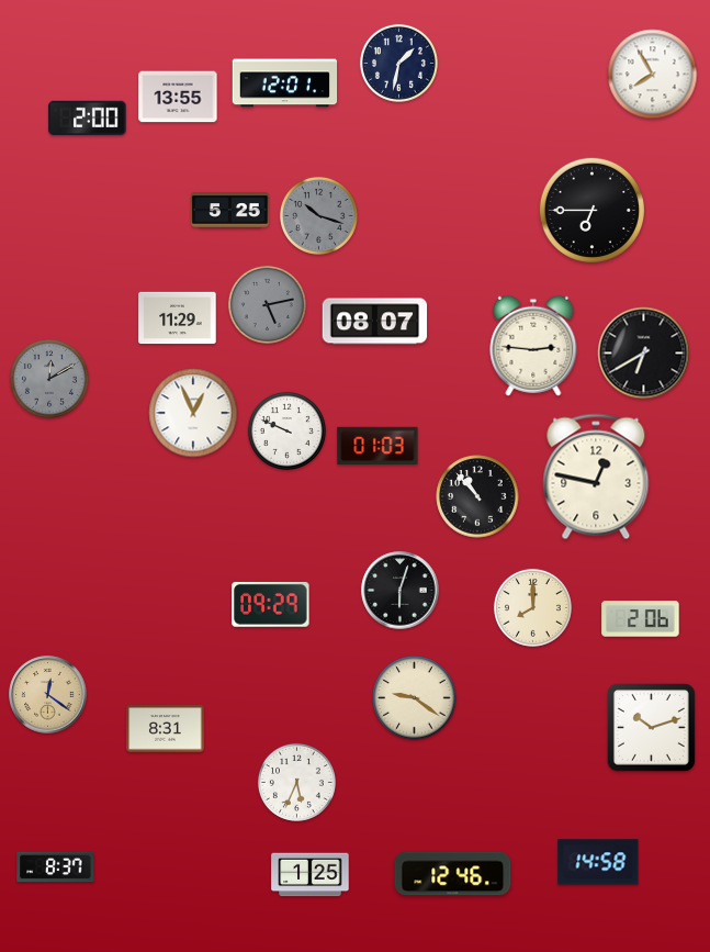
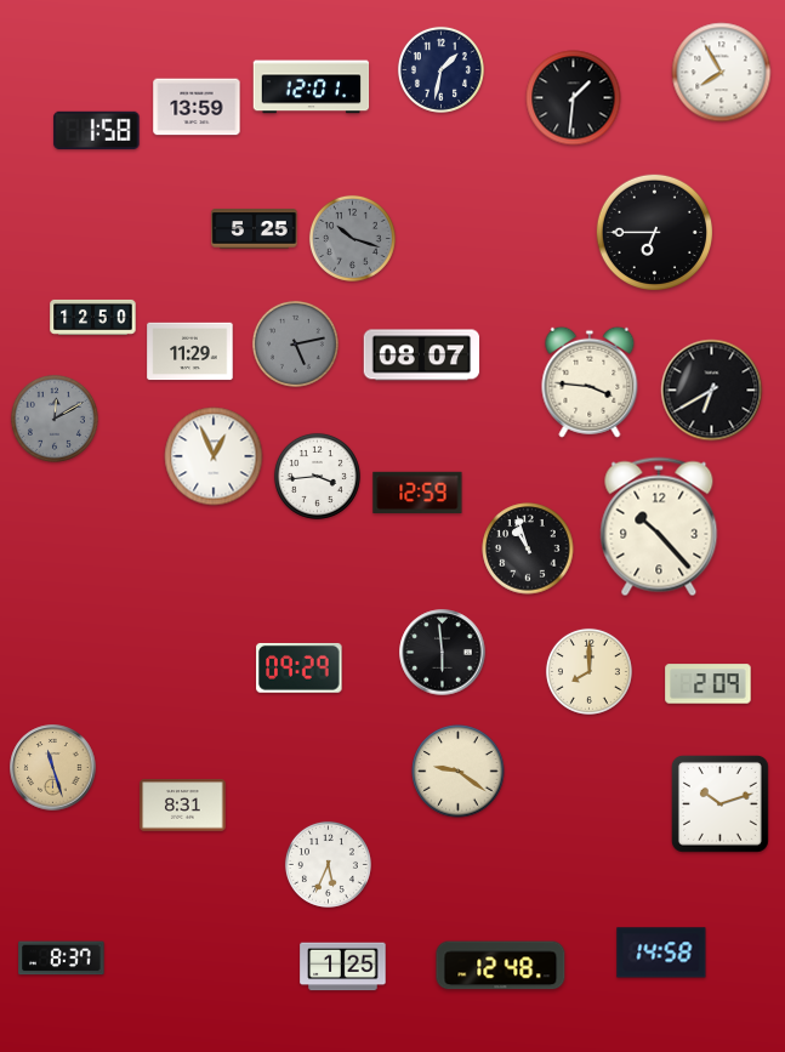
clock at (653, 75) position: (653, 75) -> (722, 73)
clock at (285, 83) position: (285, 83) -> (312, 87)
clock at (574, 98): none -> 1:31
clock at (178, 97): 13:55 -> 13:59
clock at (88, 119): 2:00 -> 1:58
clock at (230, 211) position: (230, 211) -> (255, 229)
clock at (93, 317): none -> 12:50
clock at (267, 304) position: (267, 304) -> (295, 343)
clock at (178, 318) position: (178, 318) -> (190, 352)
clock at (375, 322) position: (375, 322) -> (422, 356)
clock at (533, 346): 2:46 -> 3:46
clock at (286, 430): 9:49 -> 3:44
clock at (377, 446): 01:03 -> 12:59
clock at (596, 477): 12:47 -> 10:23
clock at (477, 496): 10:53 -> 10:57
clock at (401, 591): 6:03 -> 5:59
clock at (641, 619): 2:06 -> 2:09
clock at (48, 695): 12:21 -> 11:27
clock at (453, 874): 12:46 -> 12:48
